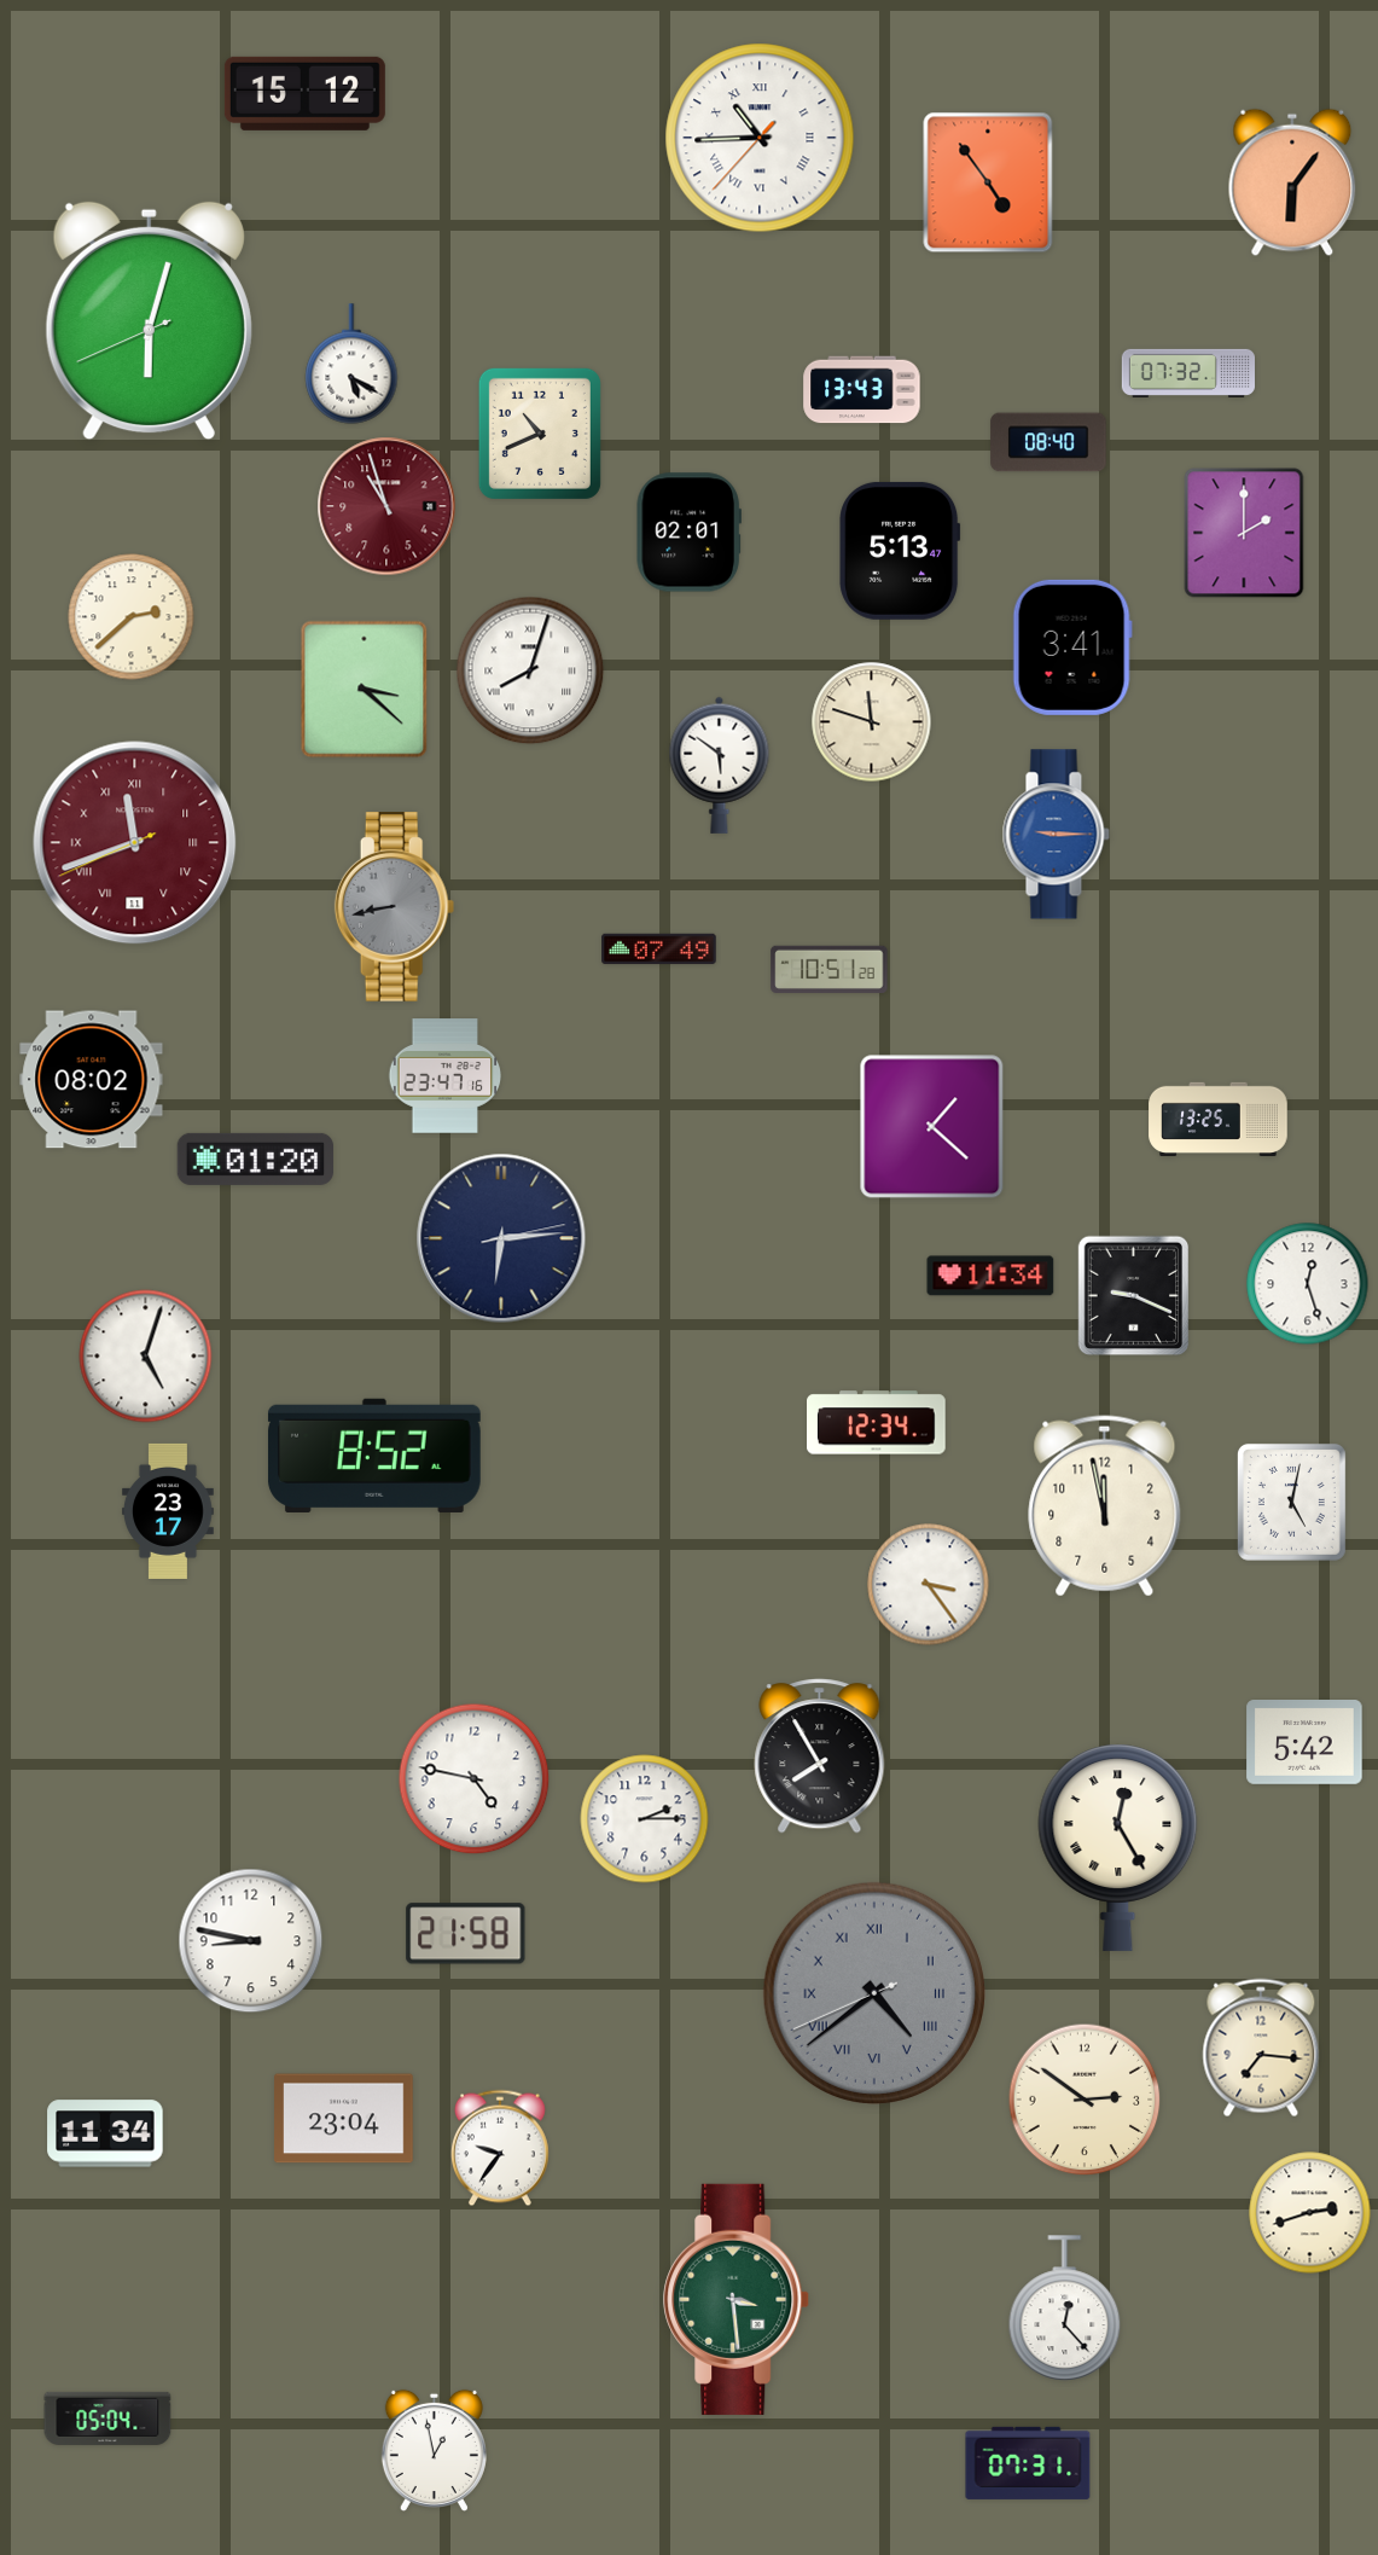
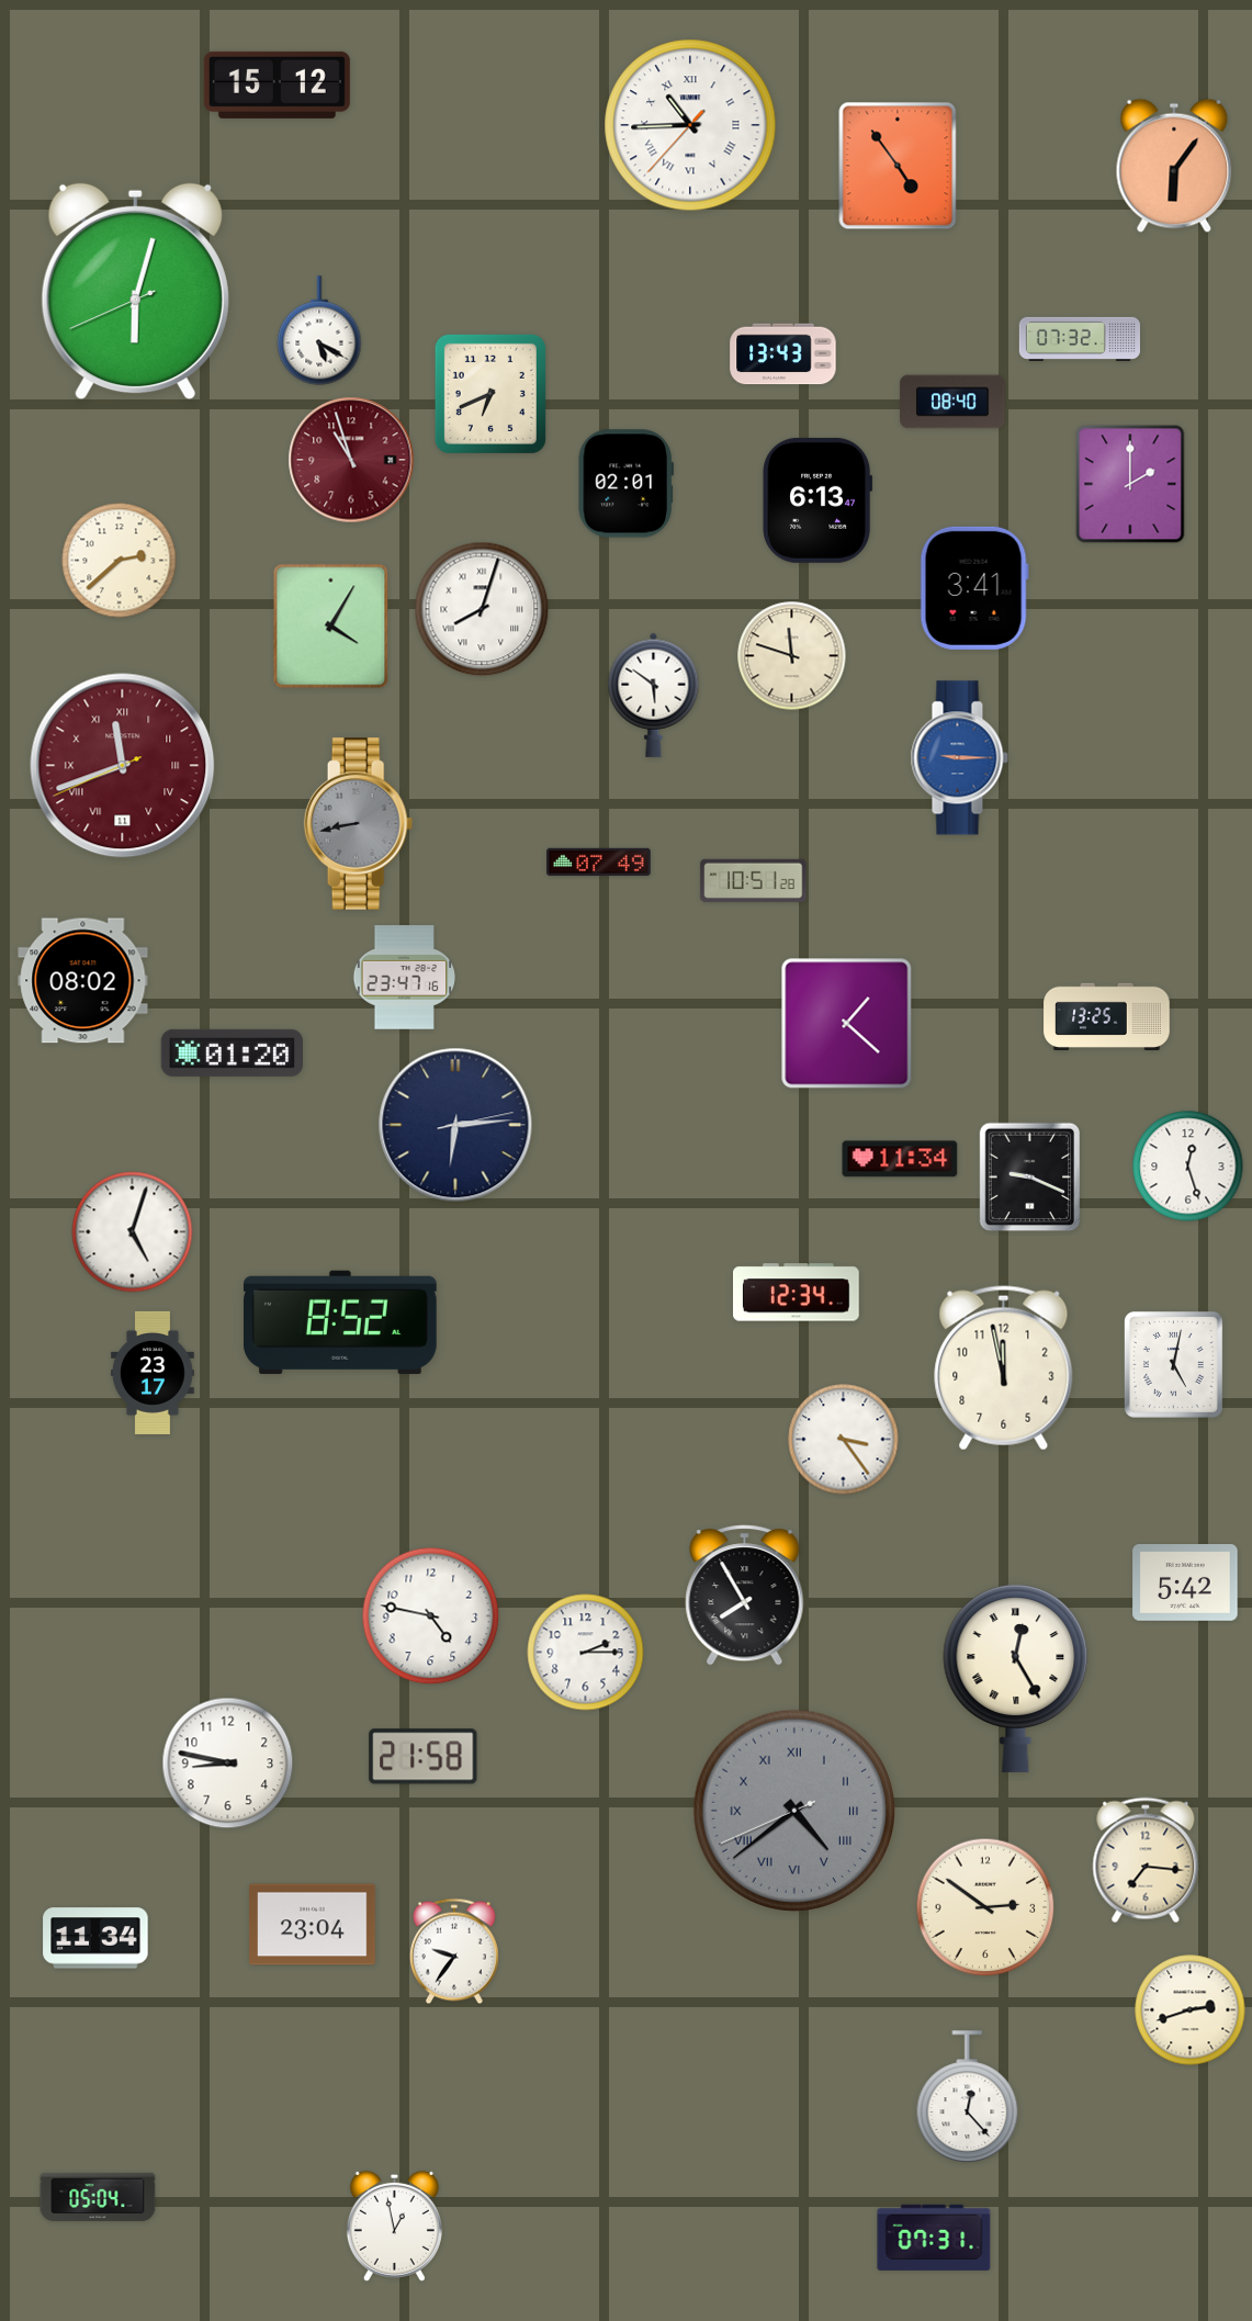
clock at (540, 434): 10:41 -> 6:41
clock at (900, 551): 5:13 -> 6:13
clock at (365, 690): 3:22 -> 4:05
clock at (737, 2299): 3:29 -> none
